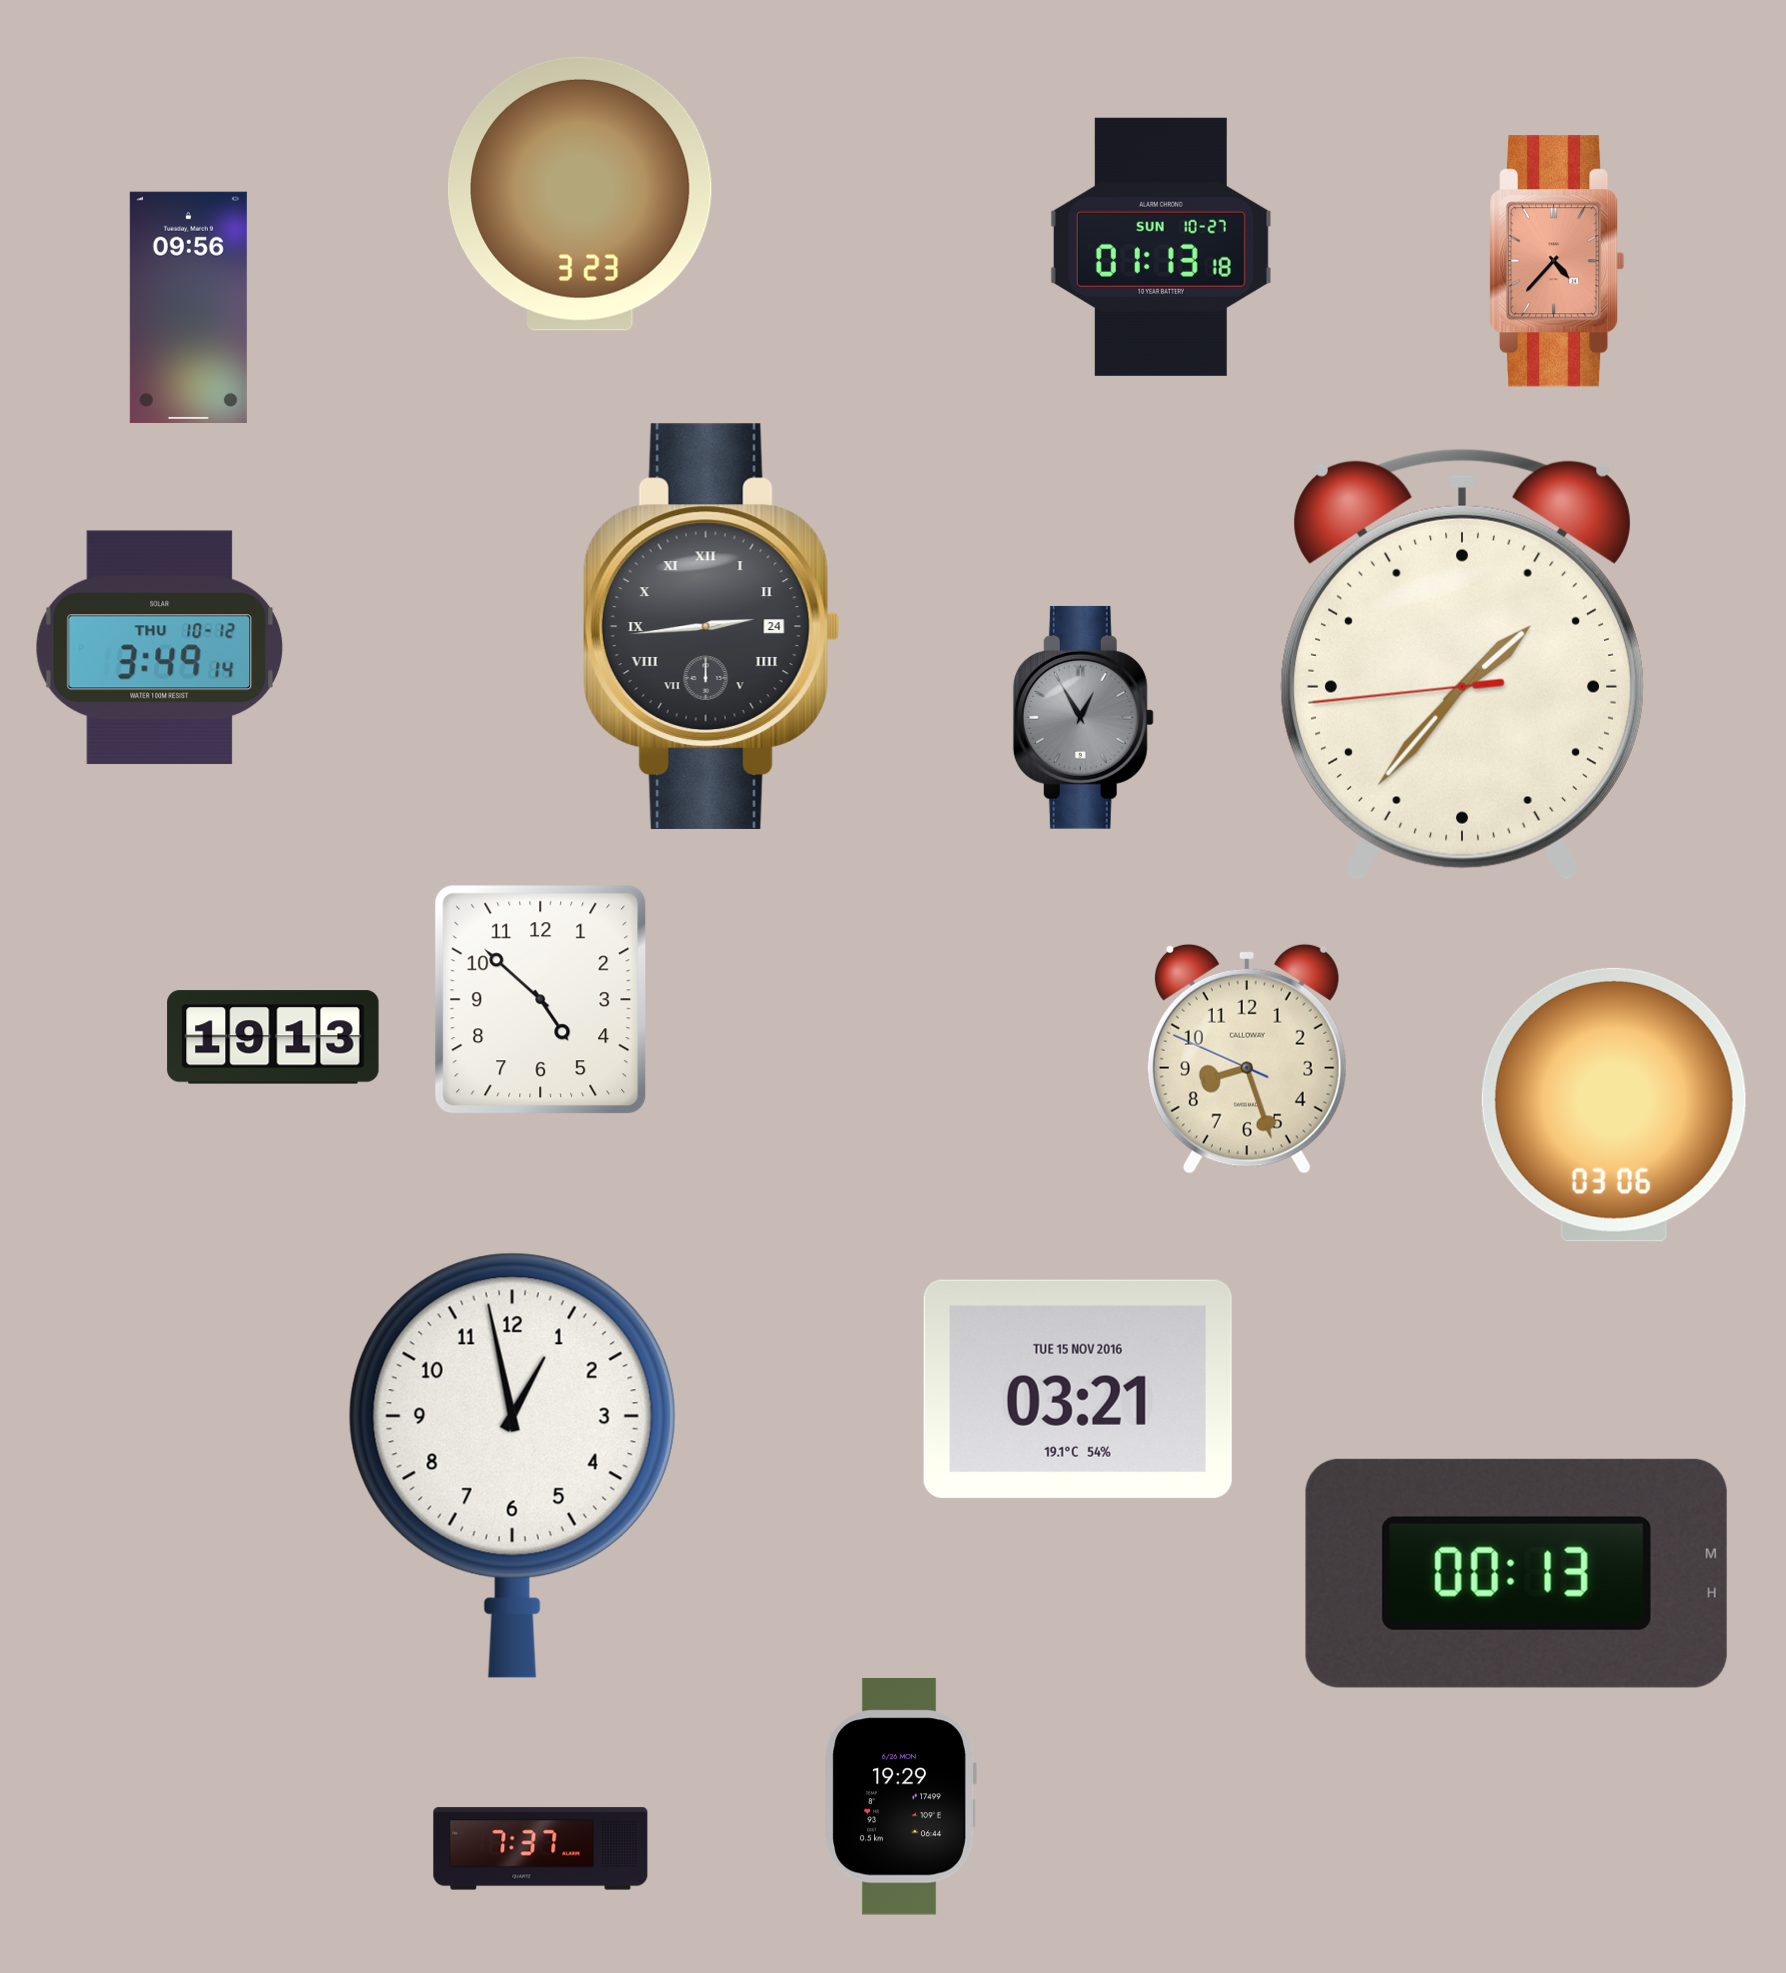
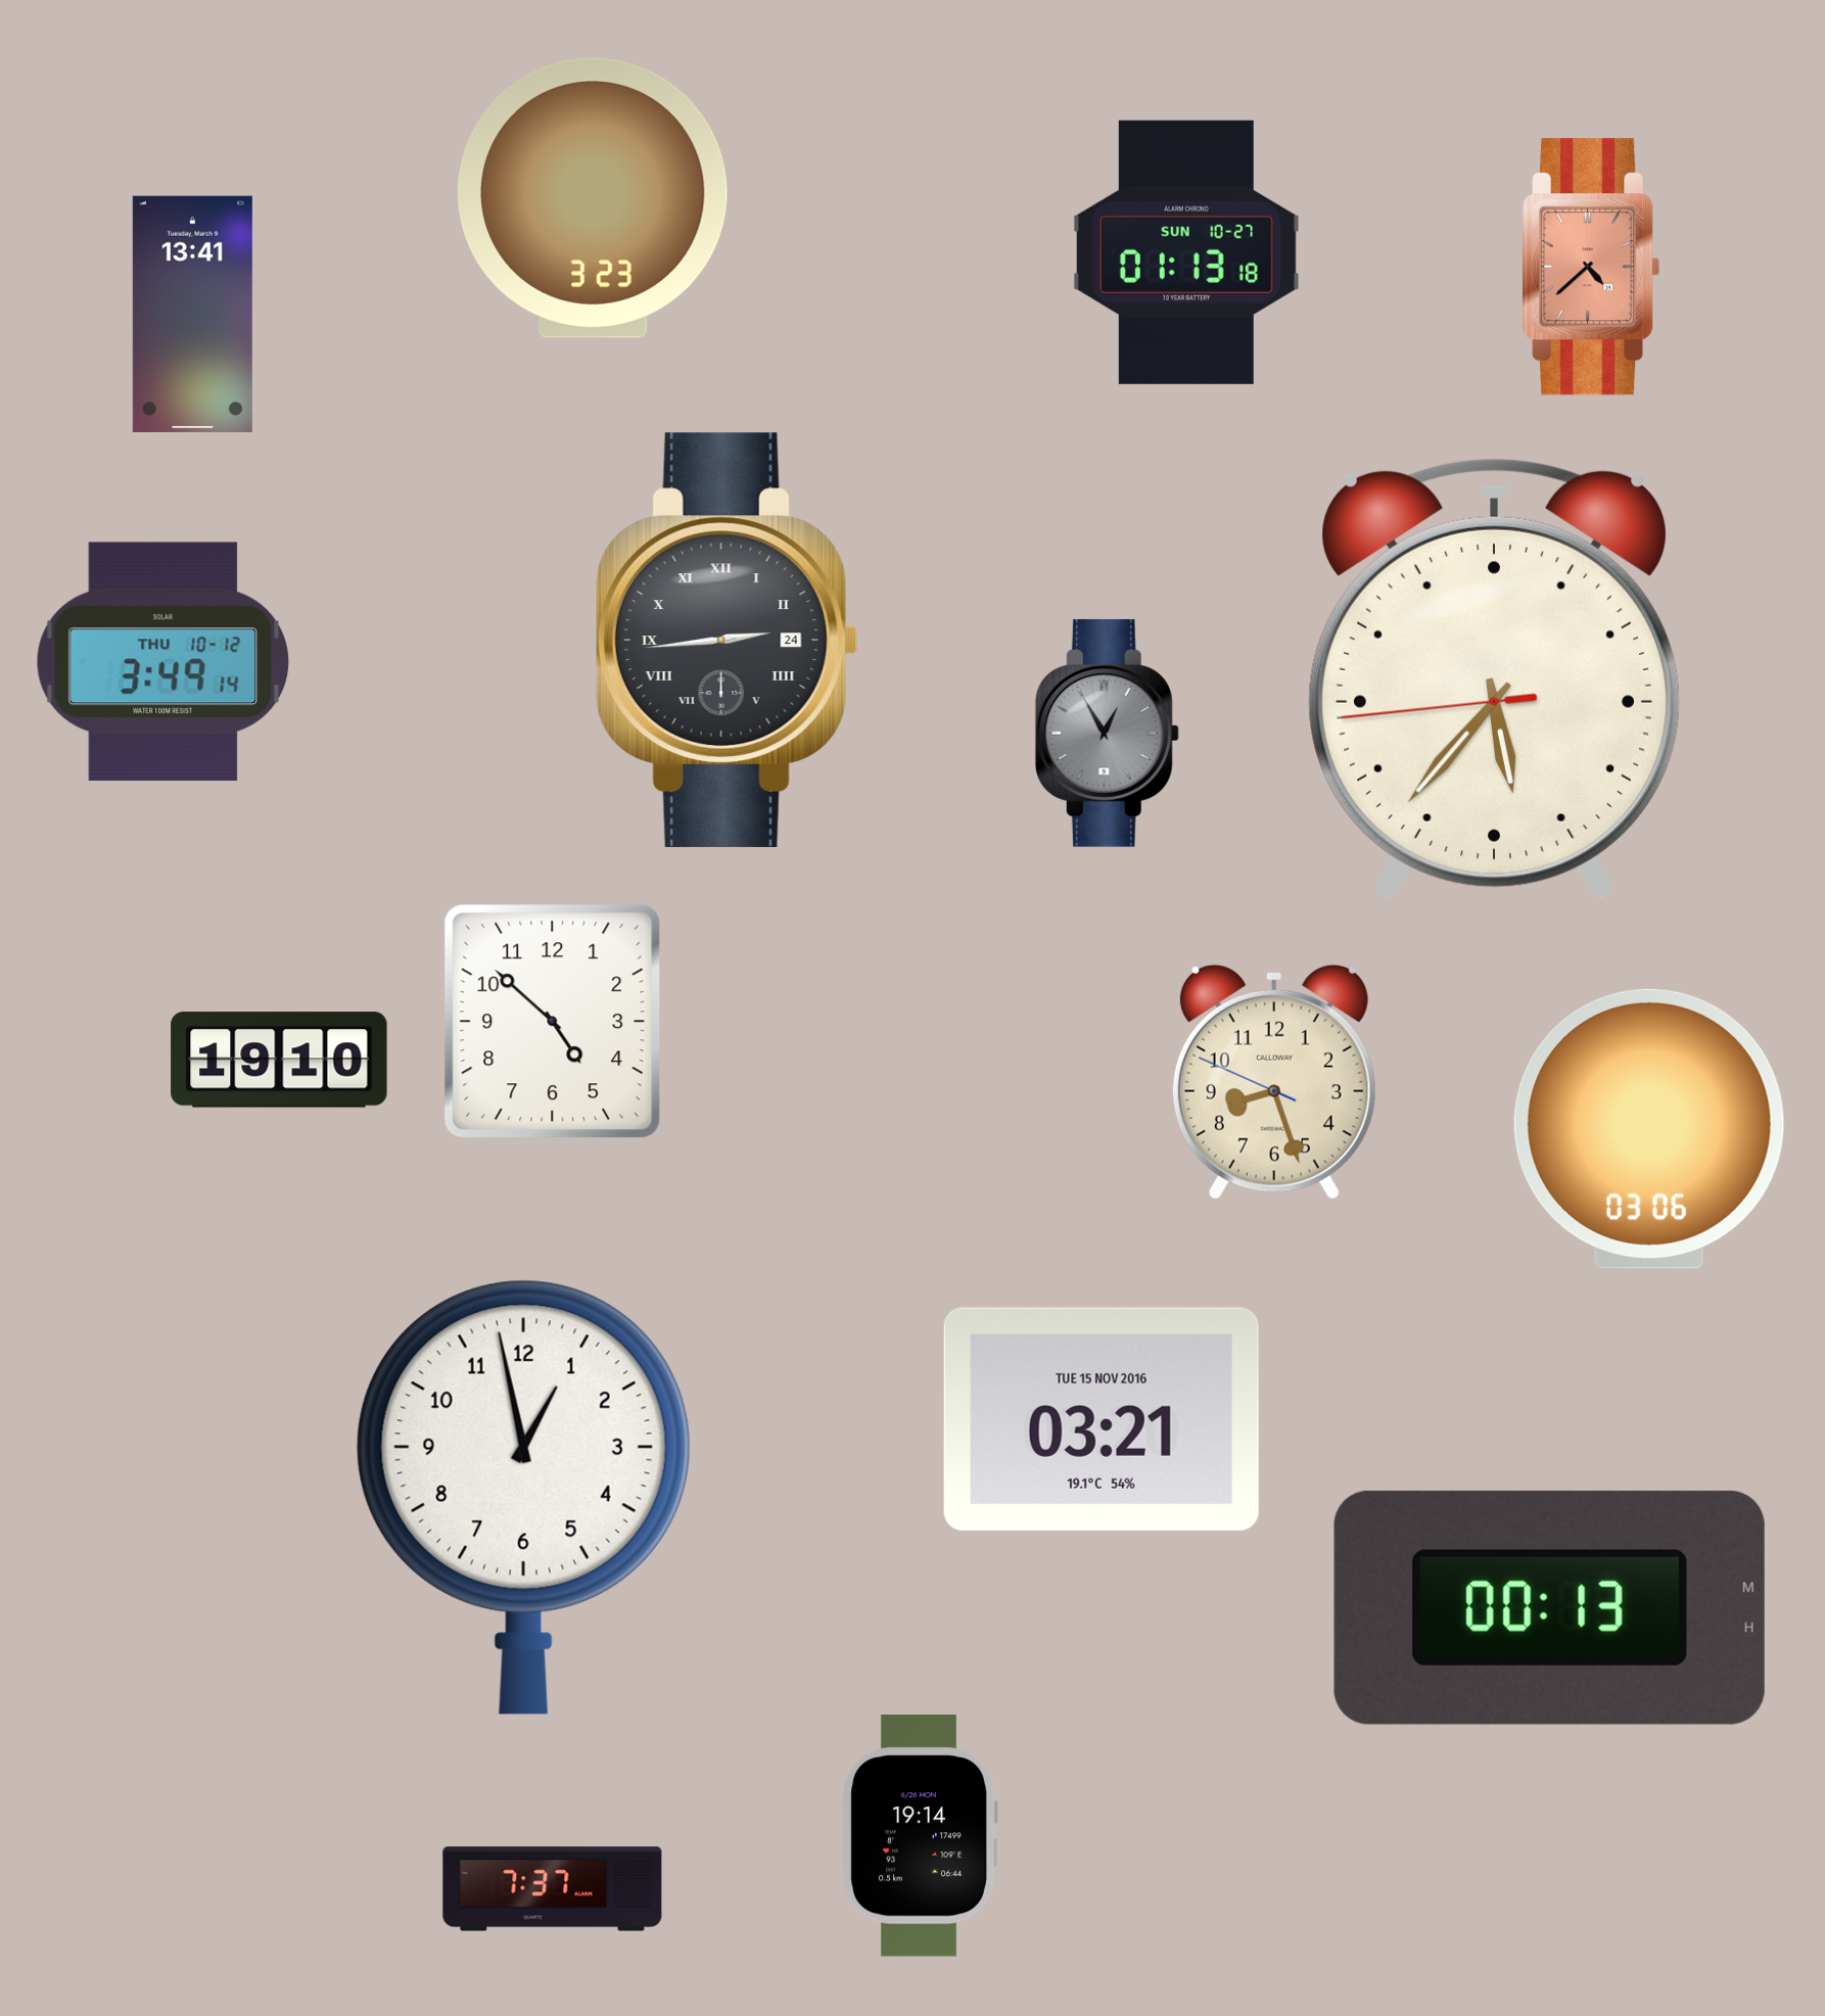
clock at (1557, 261): 4:37 -> 4:38
clock at (188, 307): 09:56 -> 13:41
clock at (1462, 664): 1:36 -> 5:36
clock at (273, 1037): 19:13 -> 19:10
clock at (900, 1797): 19:29 -> 19:14
